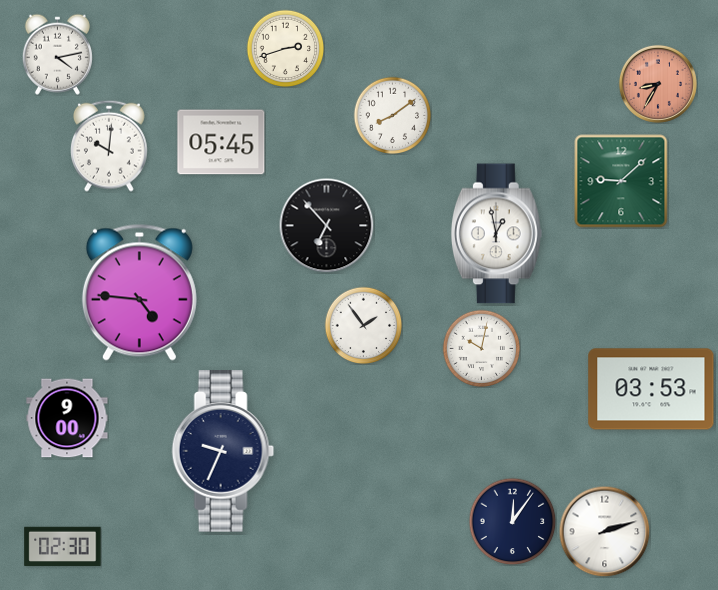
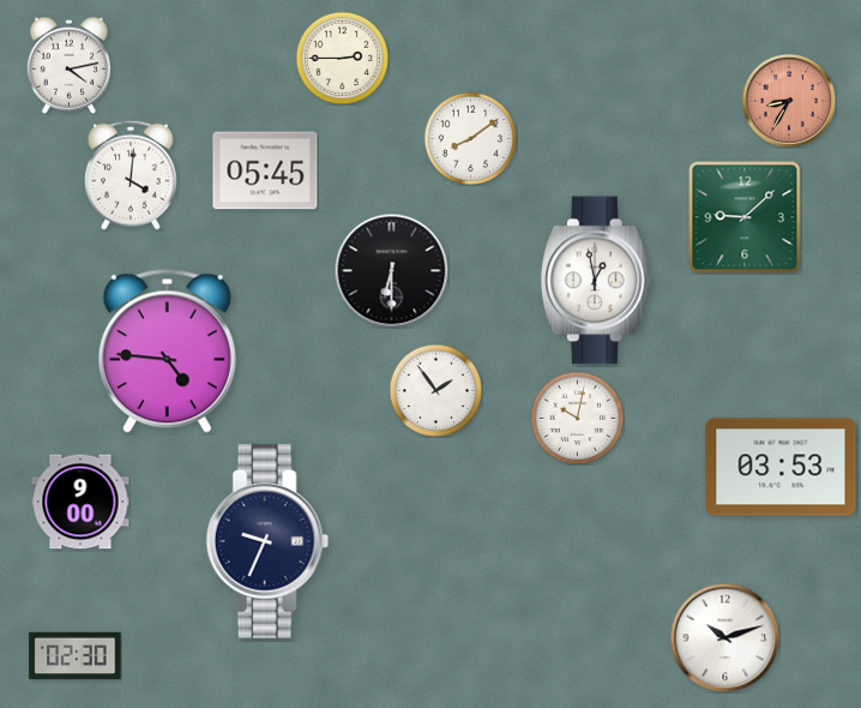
clock at (285, 48): 2:42 -> 2:45
clock at (110, 146): 10:01 -> 4:01
clock at (326, 225): 6:53 -> 6:30
clock at (512, 521): 12:06 -> none
clock at (604, 531): 2:12 -> 10:12
